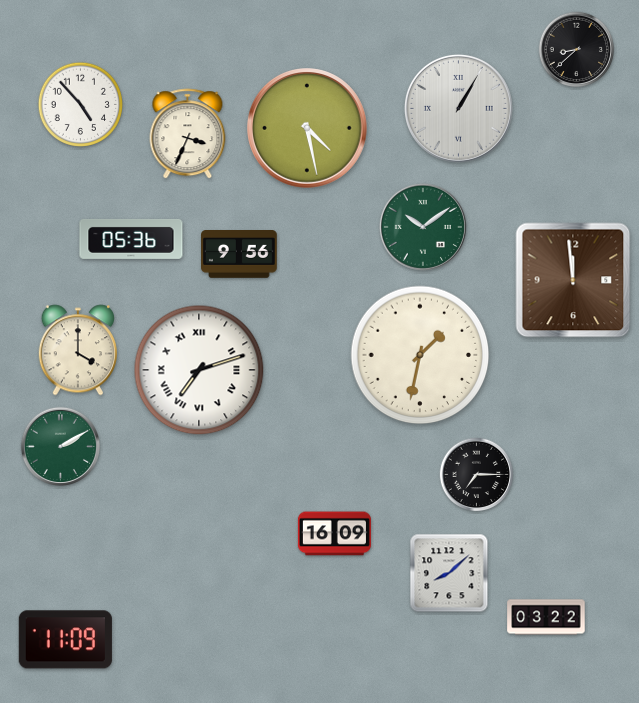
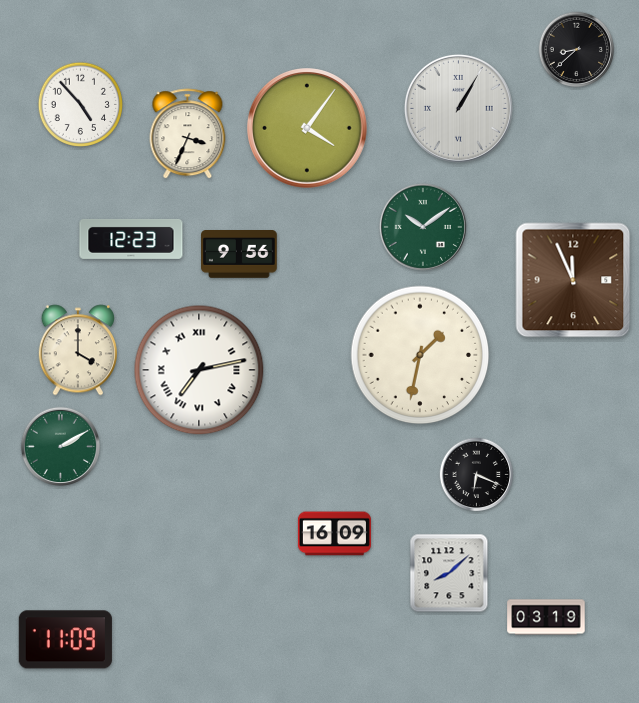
clock at (308, 129): 4:28 -> 4:06
clock at (131, 239): 05:36 -> 12:23
clock at (573, 280): 11:59 -> 11:56
clock at (199, 370): 7:12 -> 7:13
clock at (477, 475): 7:15 -> 6:19
clock at (546, 617): 03:22 -> 03:19
